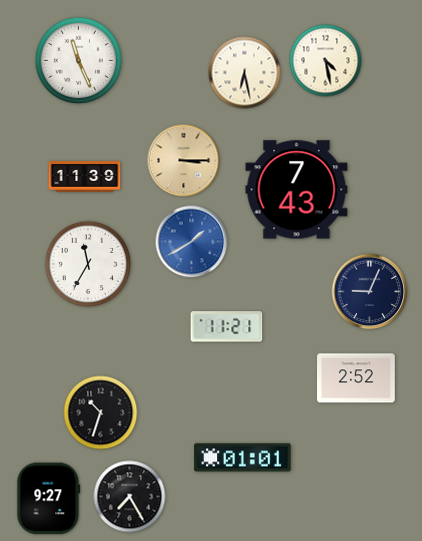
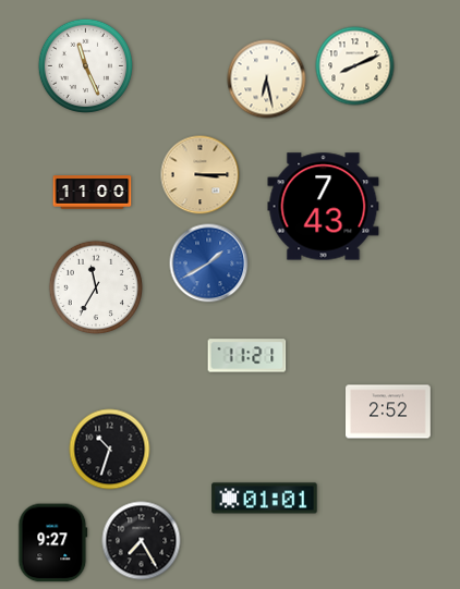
clock at (326, 61): 4:28 -> 8:11
clock at (85, 177): 11:39 -> 11:00
clock at (370, 292): 9:04 -> none
